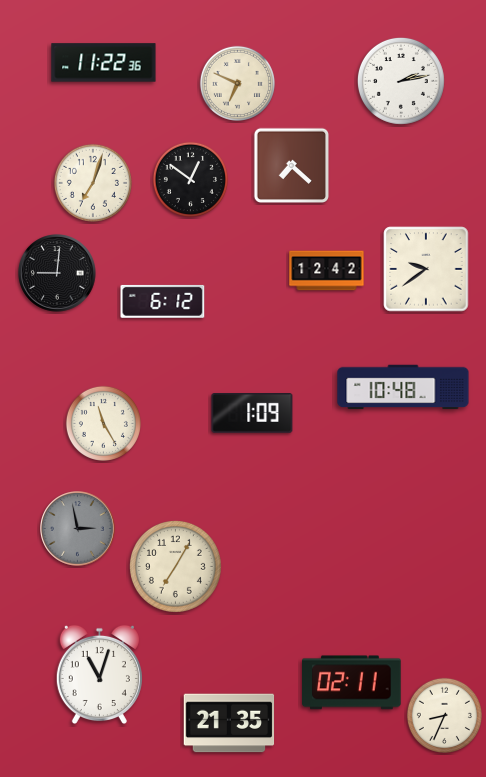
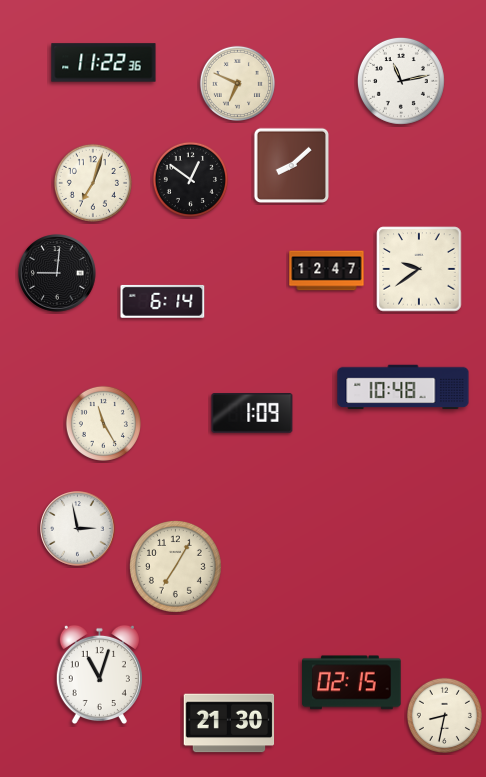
clock at (401, 81): 2:13 -> 11:13
clock at (291, 165): 7:22 -> 8:08
clock at (426, 269) position: (426, 269) -> (419, 269)
clock at (327, 271): 12:42 -> 12:47
clock at (163, 301): 6:12 -> 6:14
clock at (78, 529) dial: grey -> white
clock at (352, 683): 02:11 -> 02:15
clock at (444, 715): 8:34 -> 8:32
clock at (229, 723): 21:35 -> 21:30
